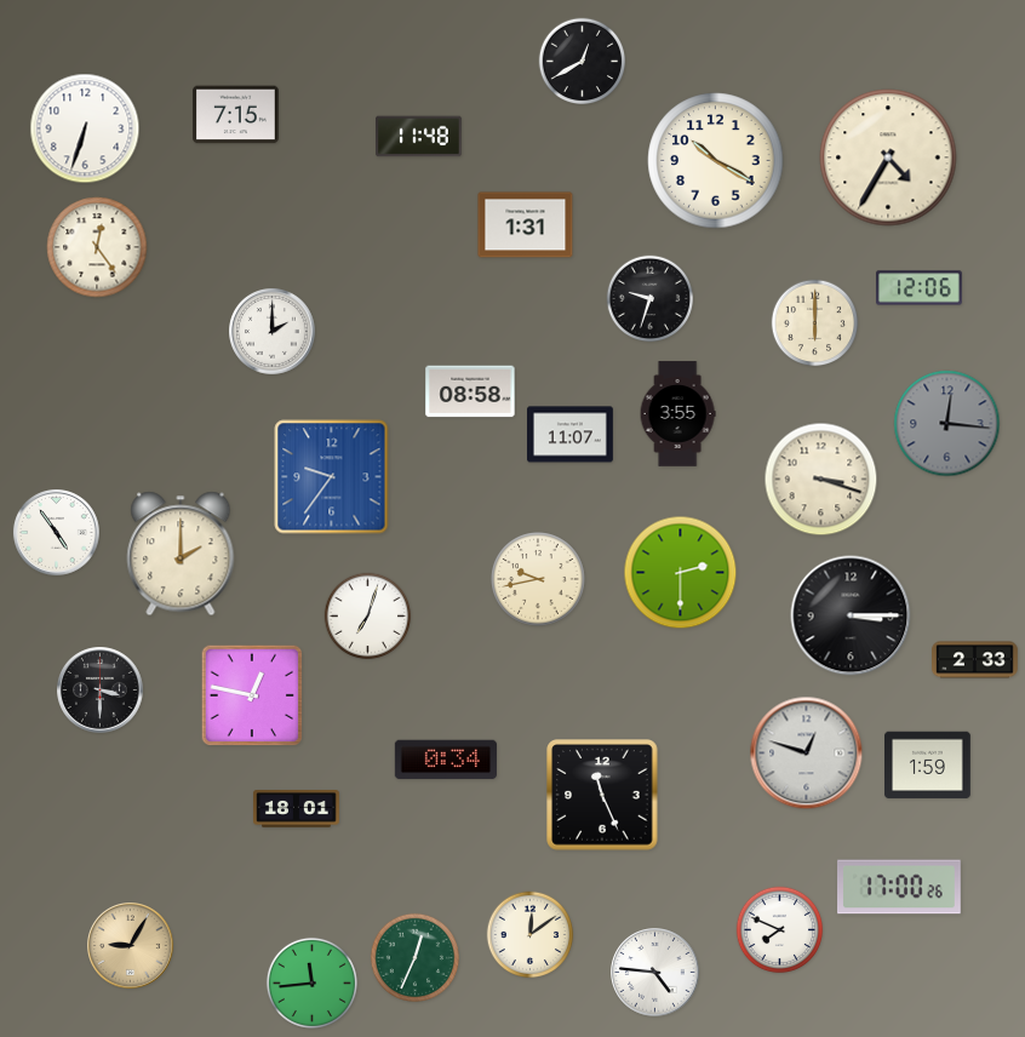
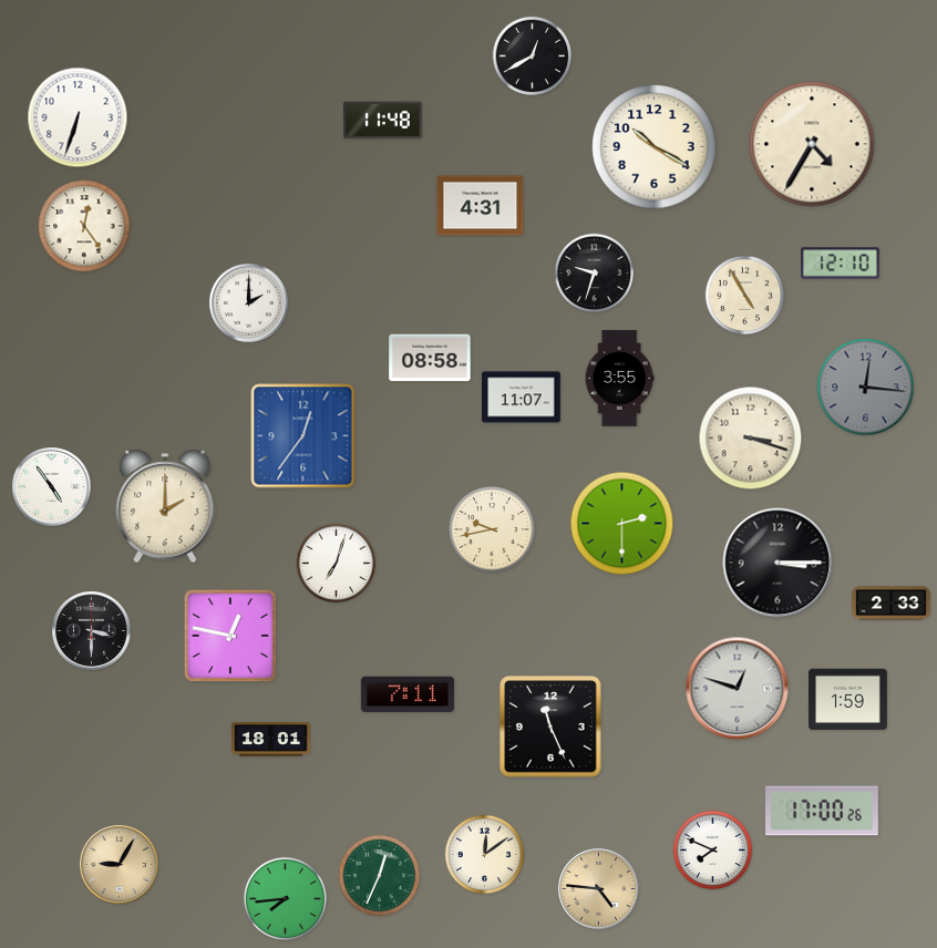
clock at (236, 115): 7:15 -> none
clock at (419, 137) position: (419, 137) -> (383, 121)
clock at (526, 225): 1:31 -> 4:31
clock at (97, 247) position: (97, 247) -> (84, 226)
clock at (920, 288): 12:06 -> 12:10
clock at (815, 323): 6:00 -> 4:55
clock at (332, 477): 9:36 -> 12:36
clock at (446, 760): 0:34 -> 7:11
clock at (655, 973) dial: white -> champagne
clock at (311, 982): 11:44 -> 7:44
